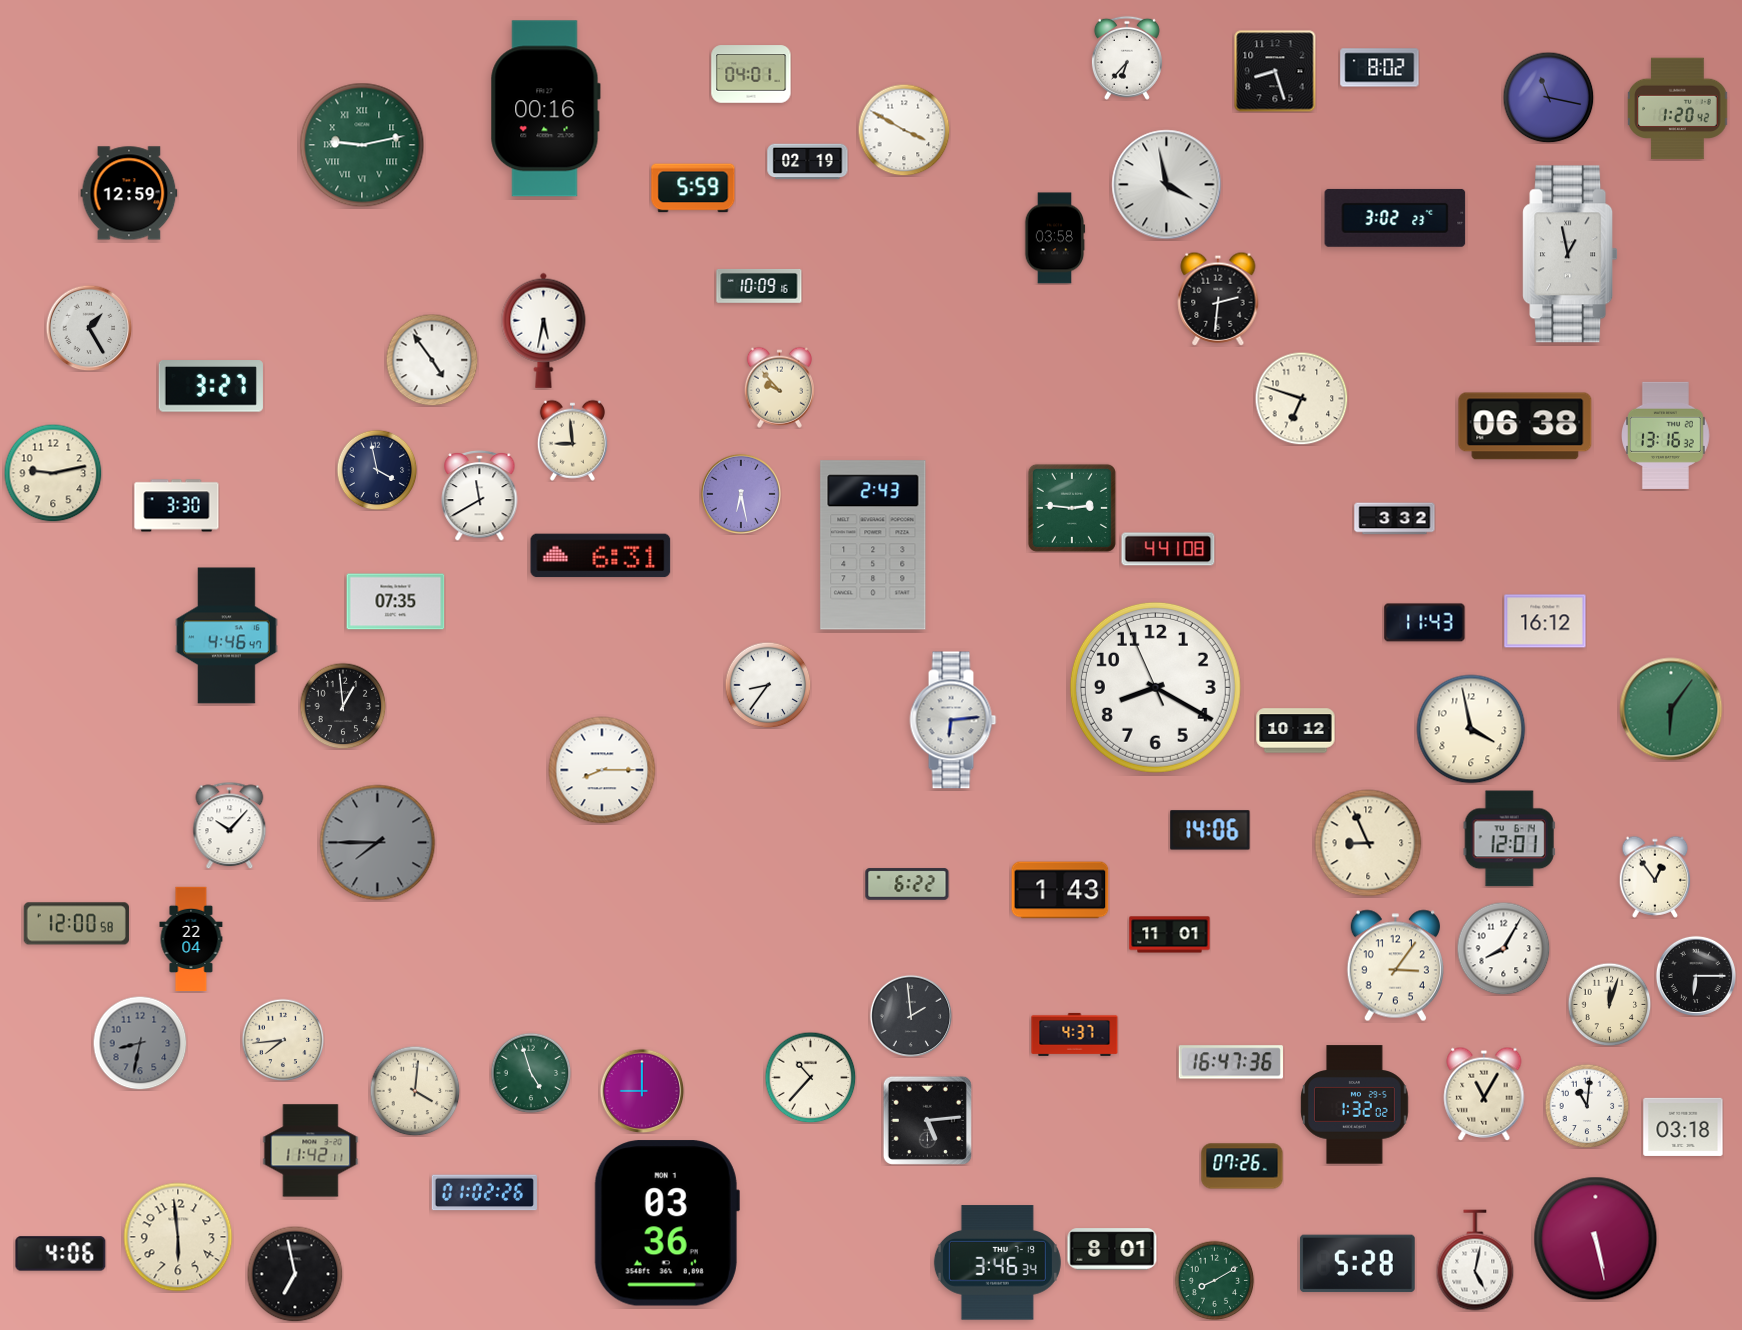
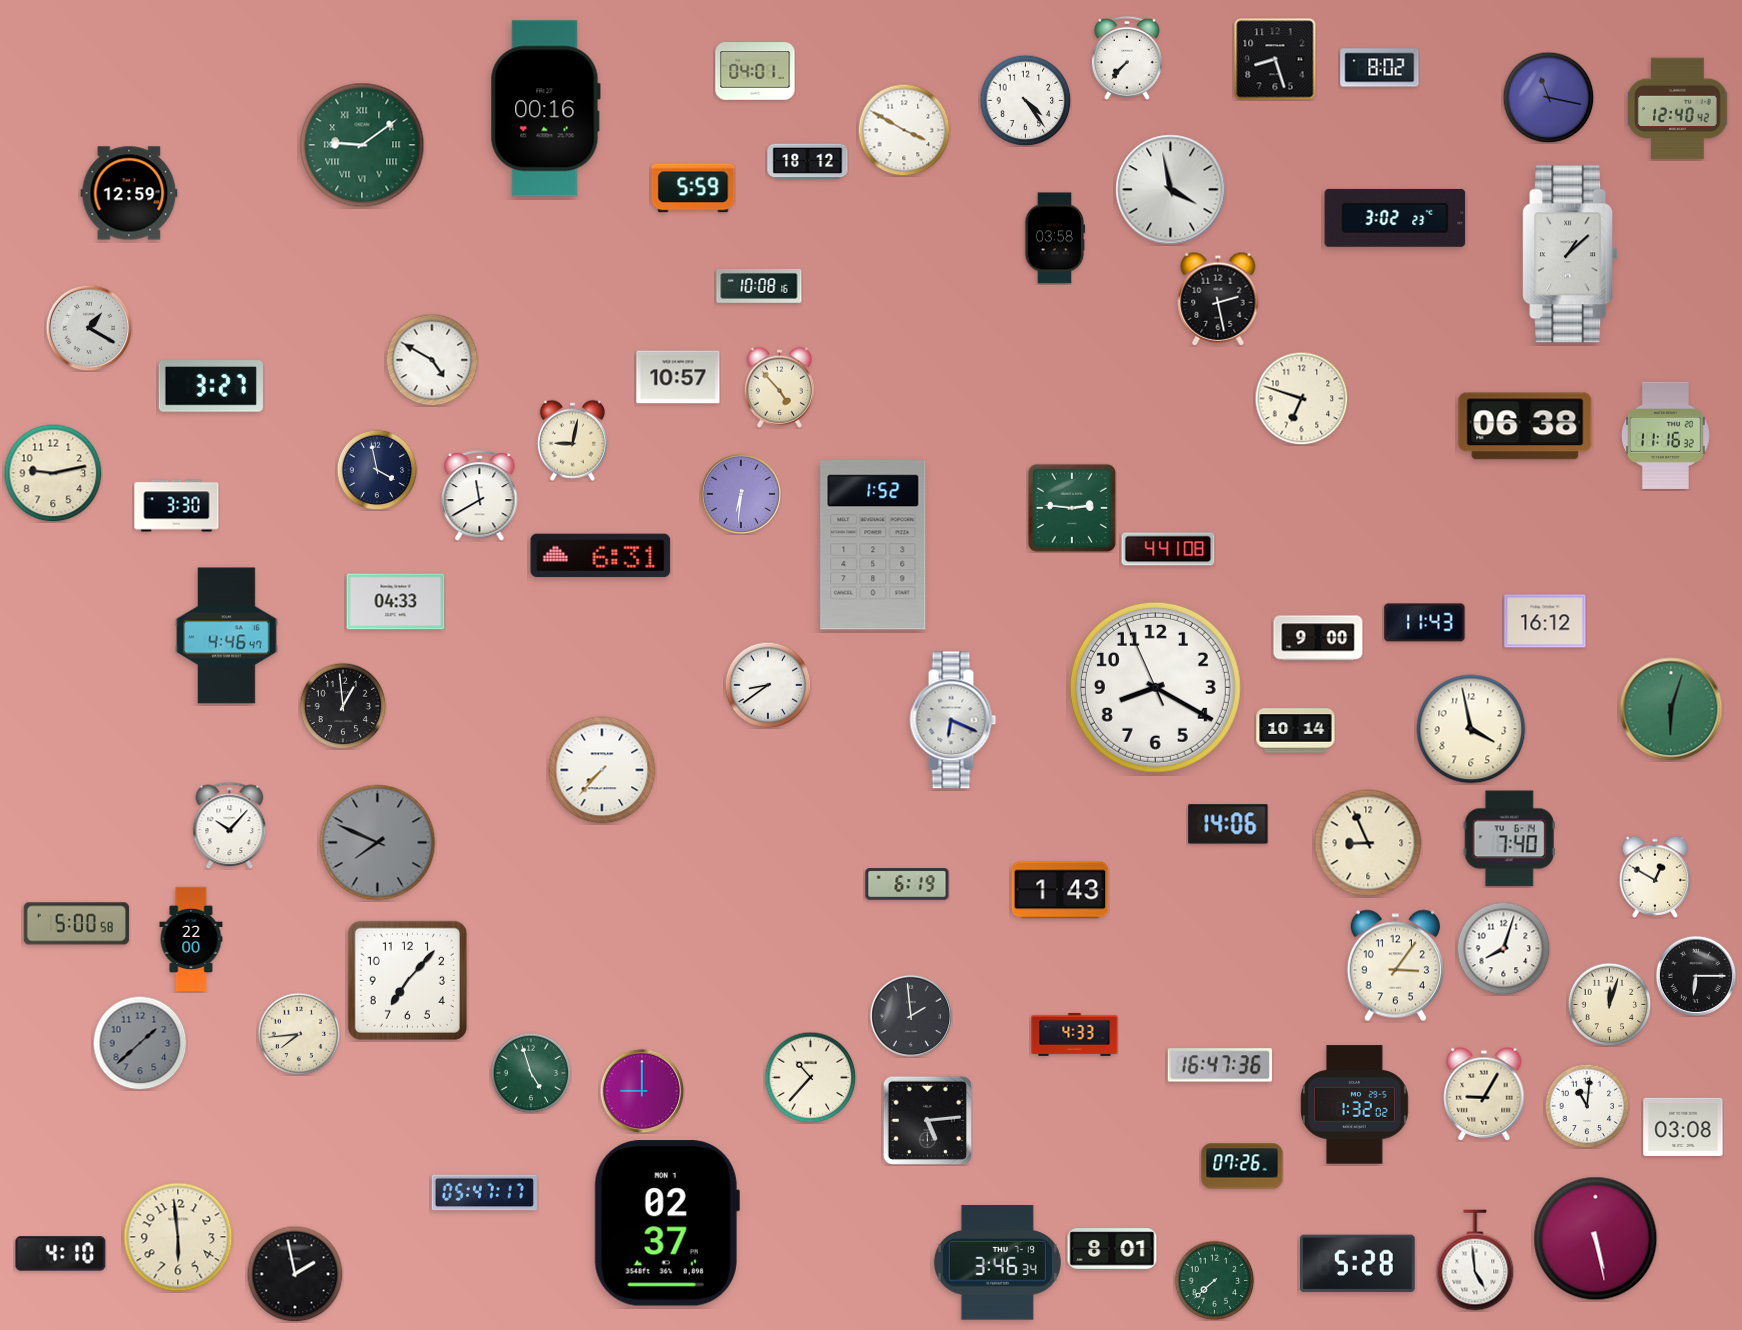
clock at (1127, 58): 6:37 -> 7:37
clock at (1275, 71) position: (1275, 71) -> (1275, 59)
clock at (751, 74) position: (751, 74) -> (755, 71)
clock at (1025, 100): none -> 4:24
clock at (1678, 109): 1:20 -> 12:40
clock at (362, 145): 9:13 -> 9:09
clock at (808, 162): 02:19 -> 18:12
clock at (1167, 185) position: (1167, 185) -> (1171, 190)
clock at (1570, 254): 12:58 -> 1:08
clock at (759, 286): 10:09 -> 10:08
clock at (1218, 299): 2:31 -> 2:28
clock at (89, 328): 1:25 -> 1:20
clock at (544, 330): 5:32 -> none
clock at (432, 360): 4:54 -> 4:50
clock at (678, 377): none -> 10:57
clock at (779, 387): 9:53 -> 4:53
clock at (1666, 435): 13:16 -> 11:16
clock at (572, 440): 8:59 -> 9:02
clock at (741, 494): 6:28 -> 6:31
clock at (1395, 519): 3:32 -> none
clock at (873, 545): 2:43 -> 1:52
clock at (396, 602): 07:35 -> 04:33
clock at (1318, 638): none -> 9:00
clock at (768, 685): 8:36 -> 8:39
clock at (1671, 709): 6:06 -> 6:03
clock at (953, 720): 6:14 -> 6:19
clock at (1296, 731): 10:12 -> 10:14
clock at (602, 770): 8:15 -> 7:37
clock at (1210, 830) position: (1210, 830) -> (1228, 824)
clock at (1509, 839): 12:01 -> 7:40
clock at (378, 843): 7:45 -> 7:49
clock at (1655, 877): 12:54 -> 12:50
clock at (907, 884): 6:22 -> 6:19
clock at (76, 924): 12:00 -> 5:00
clock at (1170, 935): 11:01 -> none
clock at (191, 939): 22:04 -> 22:00
clock at (1503, 948): 8:05 -> 8:03
clock at (407, 980): none -> 7:07
clock at (1075, 1034): 4:37 -> 4:33
clock at (283, 1040) position: (283, 1040) -> (299, 1034)
clock at (140, 1043): 8:32 -> 1:38
clock at (1231, 1062) position: (1231, 1062) -> (1220, 1065)
clock at (415, 1091): 4:01 -> none
clock at (1484, 1094): 11:05 -> 9:05
clock at (1683, 1127): 03:18 -> 03:08
clock at (311, 1151): 11:42 -> none
clock at (484, 1193): 01:02 -> 05:47
clock at (667, 1223): 03:36 -> 02:37
clock at (61, 1254): 4:06 -> 4:10
clock at (1475, 1260): 5:02 -> 4:59
clock at (295, 1274): 6:58 -> 1:58
clock at (1214, 1280): 8:10 -> 7:38
